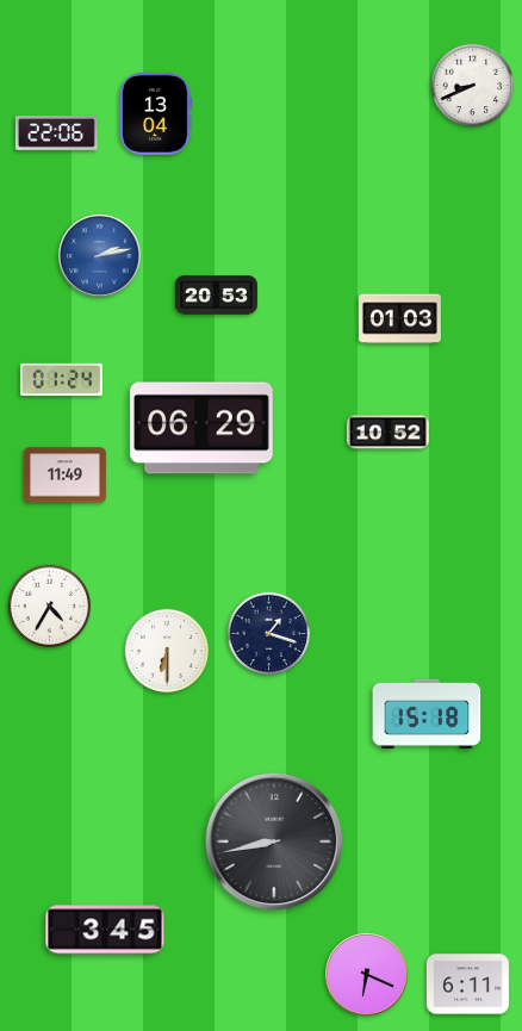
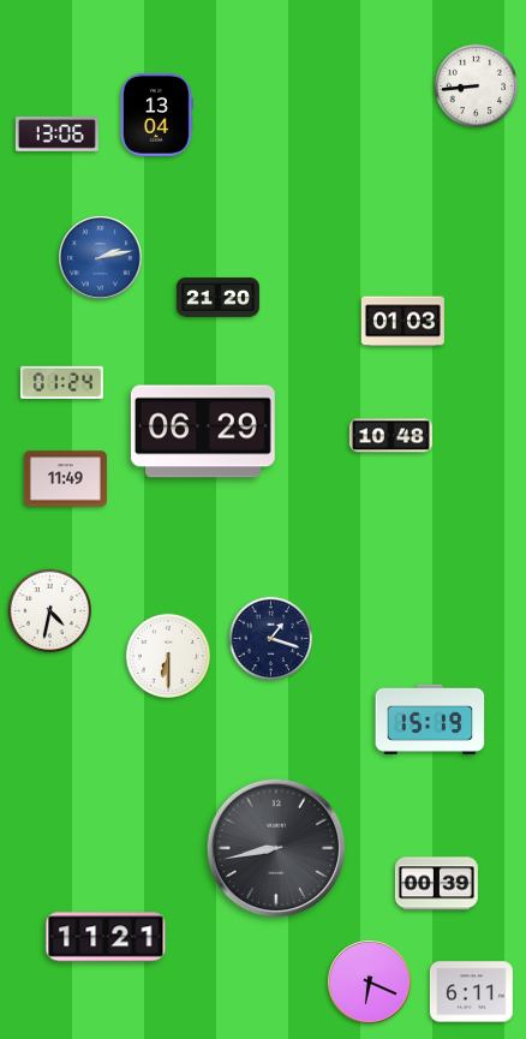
clock at (473, 86): 8:41 -> 8:44
clock at (56, 133): 22:06 -> 13:06
clock at (216, 296): 20:53 -> 21:20
clock at (387, 433): 10:52 -> 10:48
clock at (50, 607): 4:35 -> 4:32
clock at (427, 713): 15:18 -> 15:19
clock at (436, 884): none -> 00:39
clock at (105, 930): 3:45 -> 11:21
